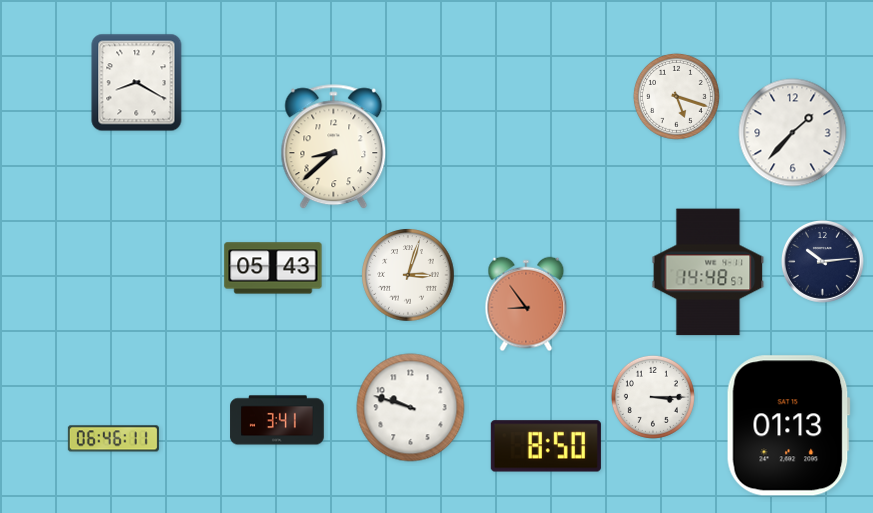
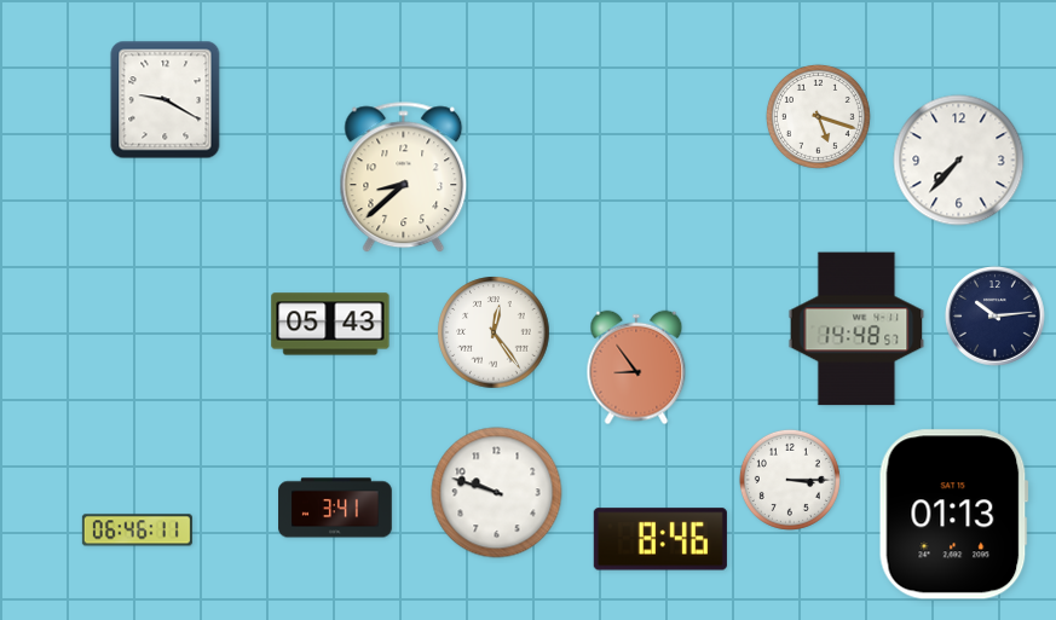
clock at (137, 83): 8:20 -> 9:20
clock at (793, 133): 1:37 -> 7:37
clock at (408, 275): 3:03 -> 12:24
clock at (546, 446): 8:50 -> 8:46
